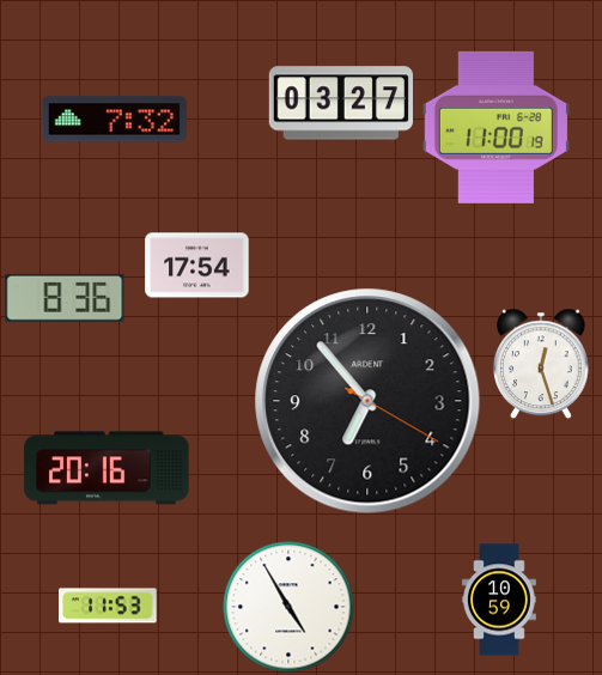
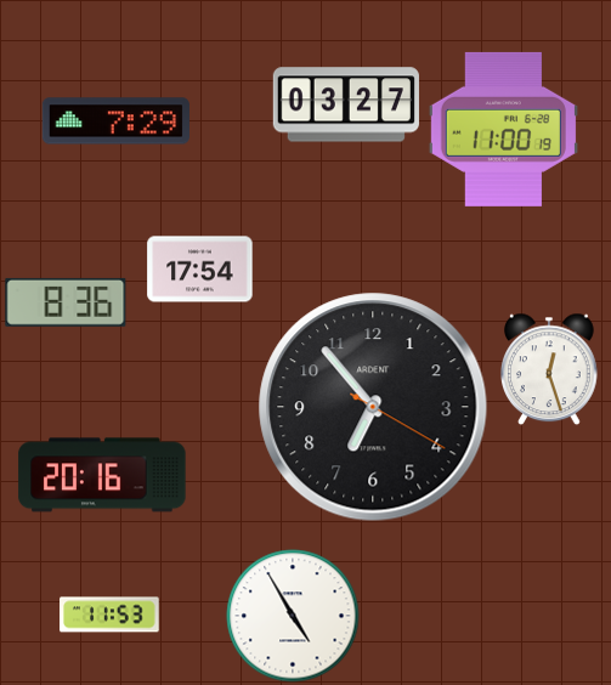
clock at (114, 120): 7:32 -> 7:29
clock at (107, 468) position: (107, 468) -> (102, 475)
clock at (500, 600): 10:59 -> none
